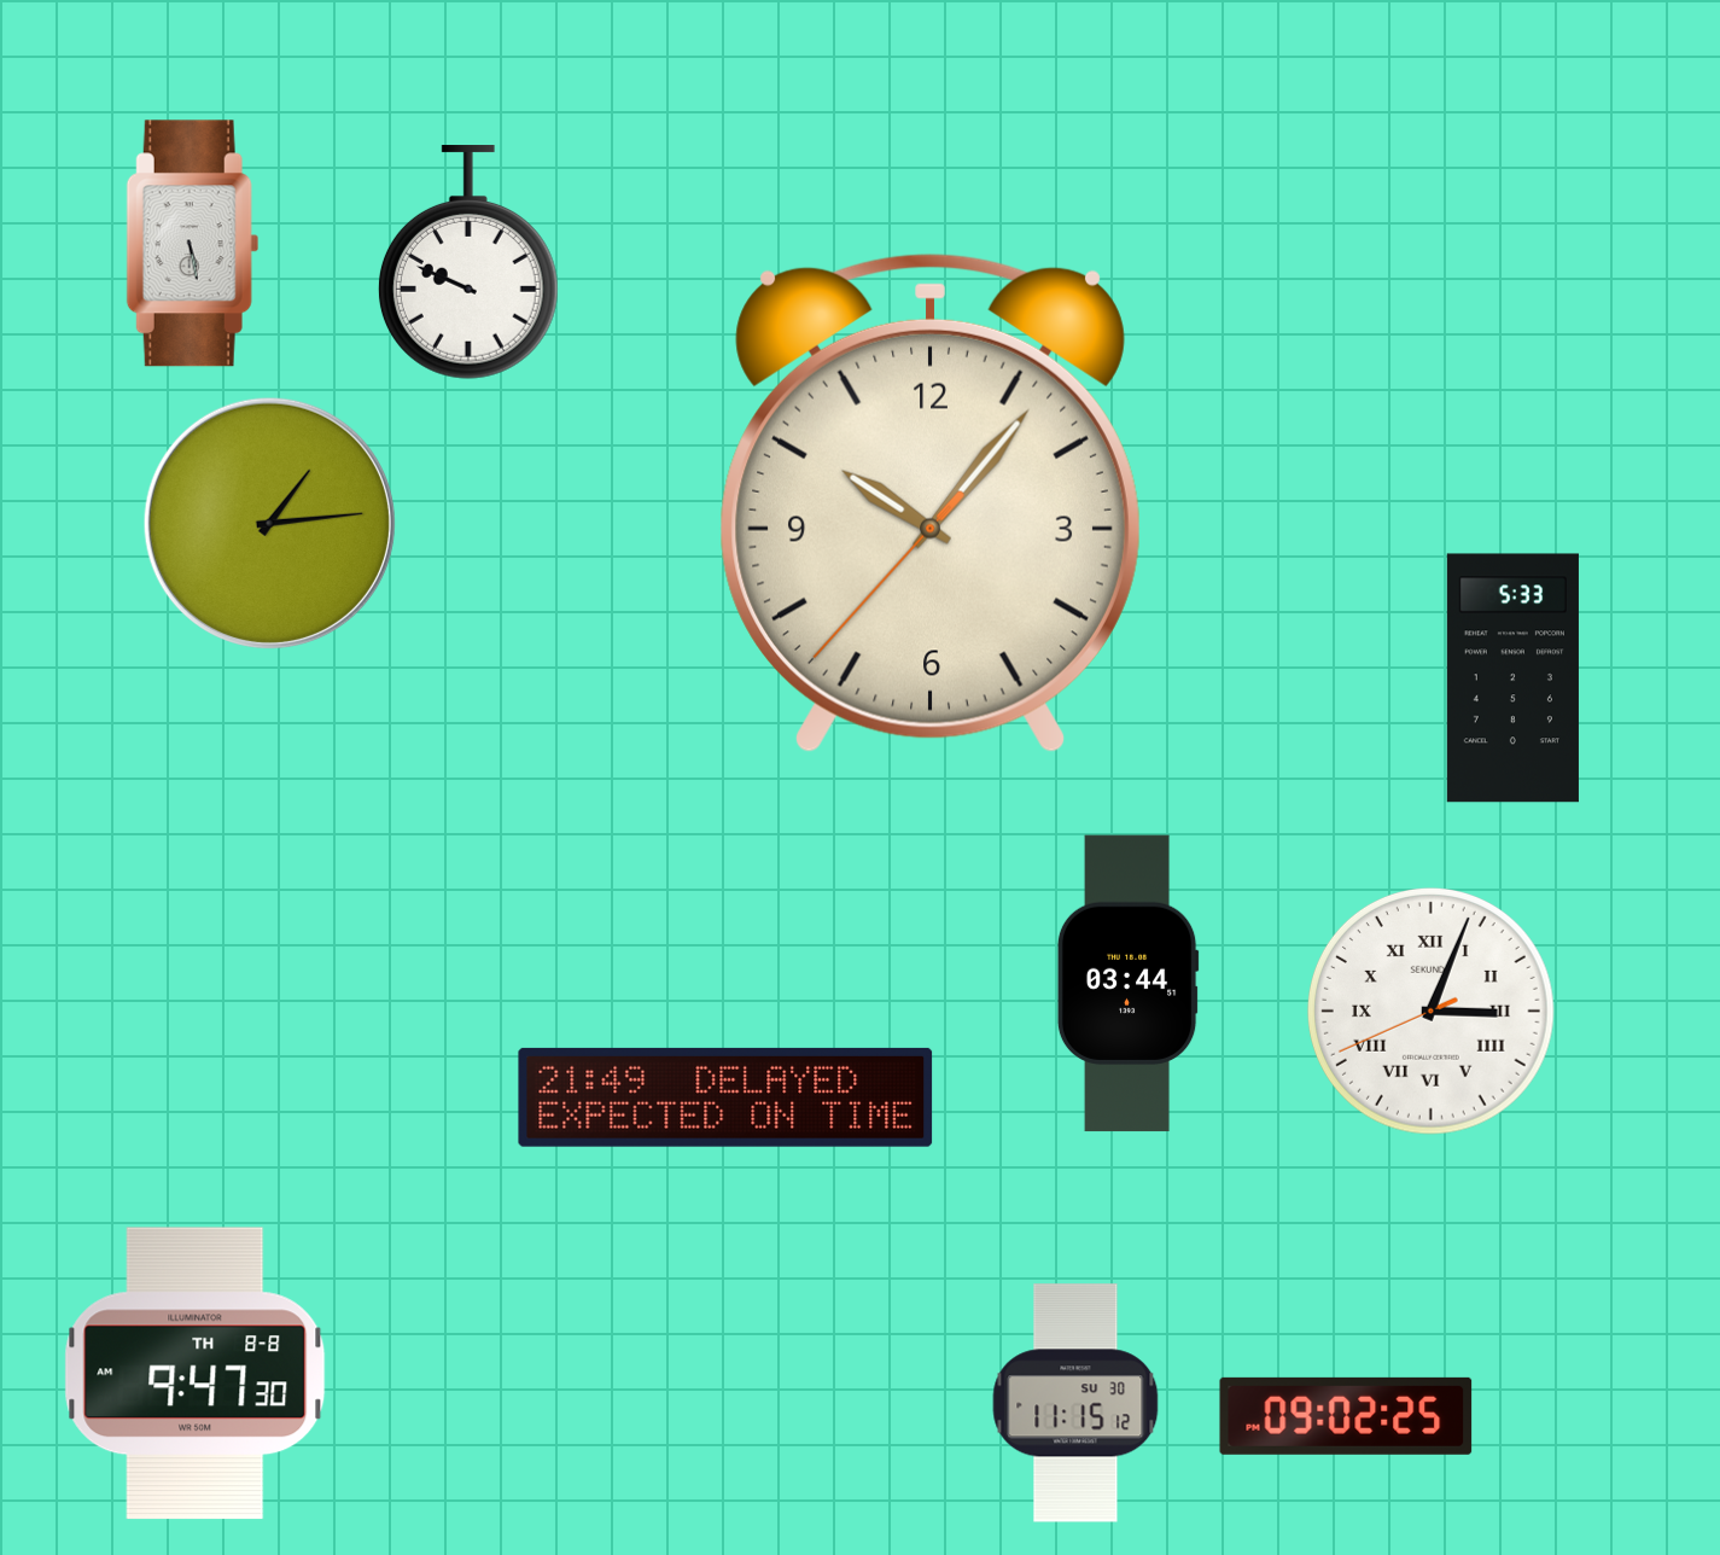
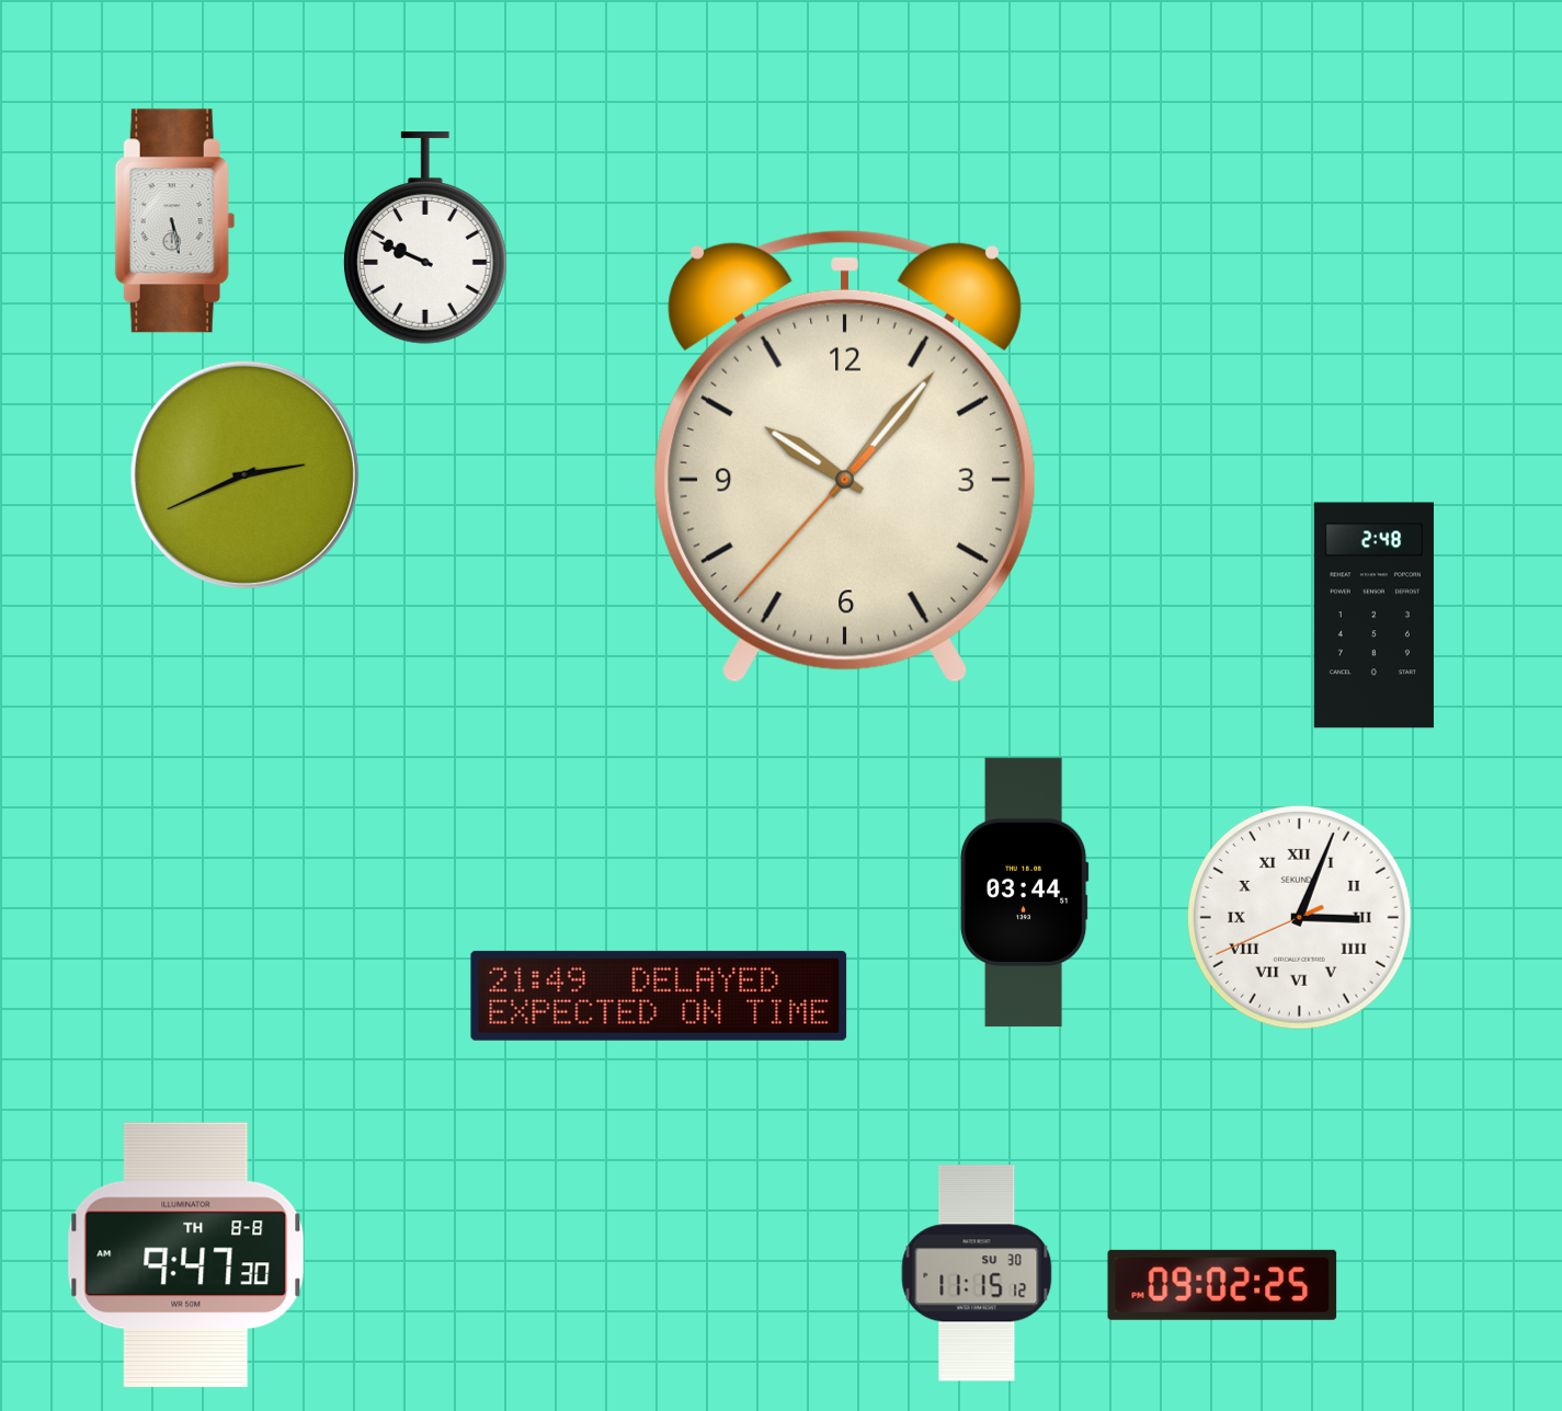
clock at (269, 523): 1:14 -> 2:41
clock at (1512, 679): 5:33 -> 2:48
clock at (196, 1374) position: (196, 1374) -> (186, 1255)
